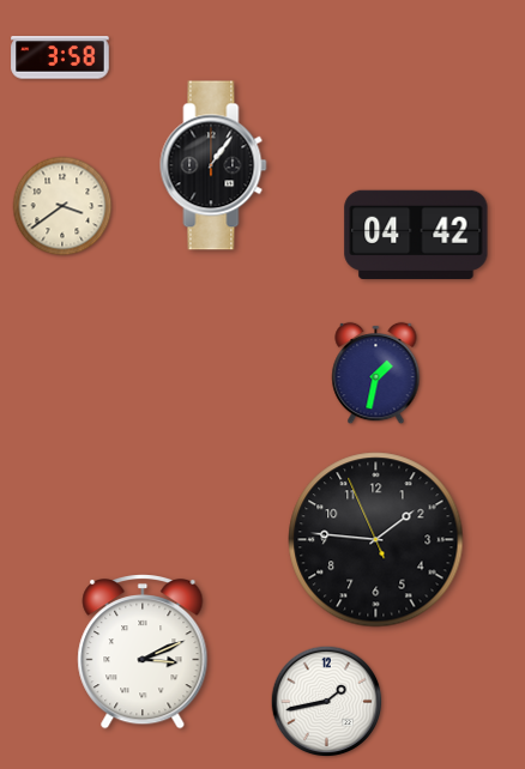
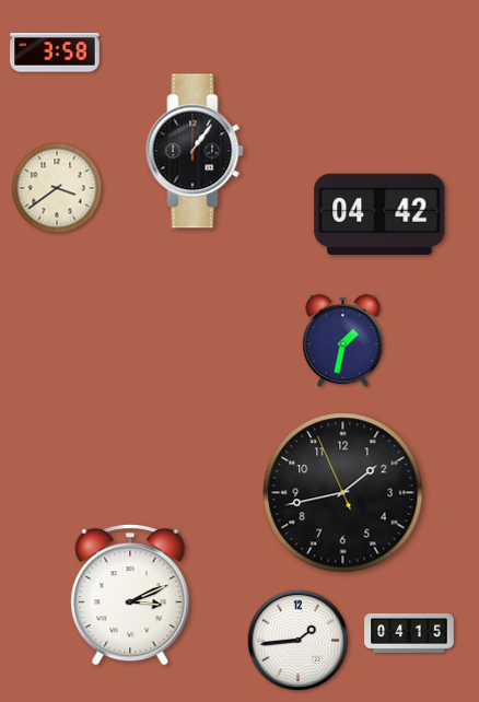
clock at (376, 540): 1:45 -> 1:42
clock at (409, 633): none -> 04:15
clock at (327, 702): 1:43 -> 1:44
